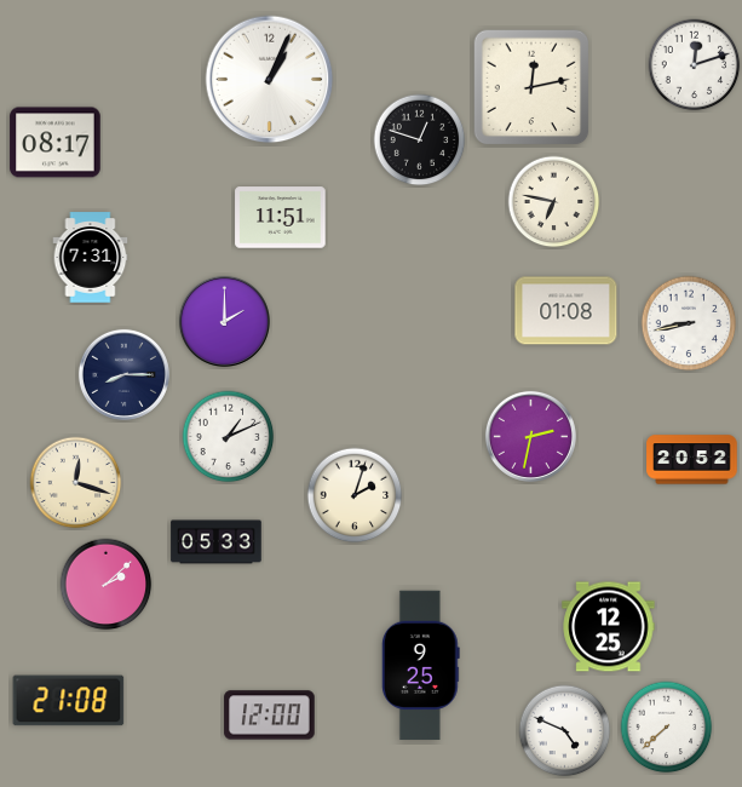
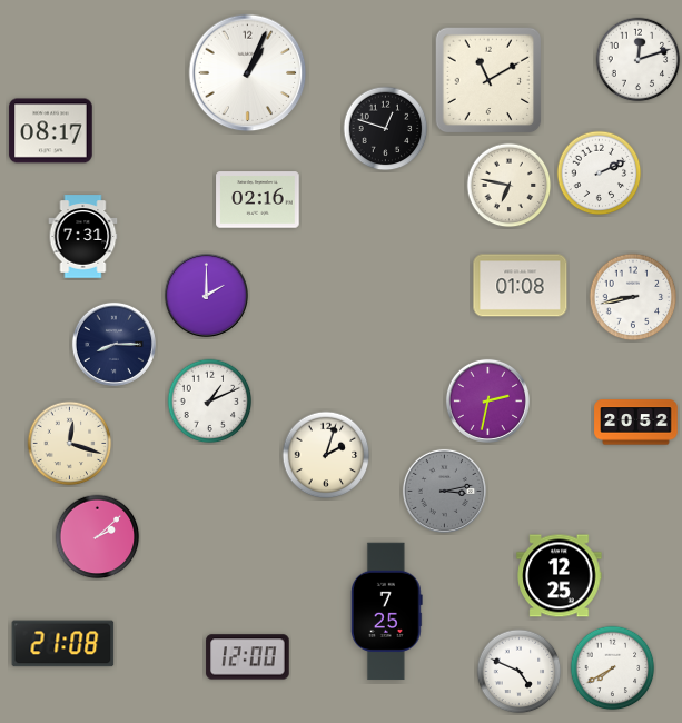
clock at (531, 87): 12:13 -> 11:10
clock at (600, 174): none -> 2:11
clock at (281, 218): 11:51 -> 02:16
clock at (444, 491): none -> 3:13
clock at (217, 542): 05:33 -> none
clock at (420, 666): 9:25 -> 7:25
clock at (667, 728): 7:38 -> 7:40
